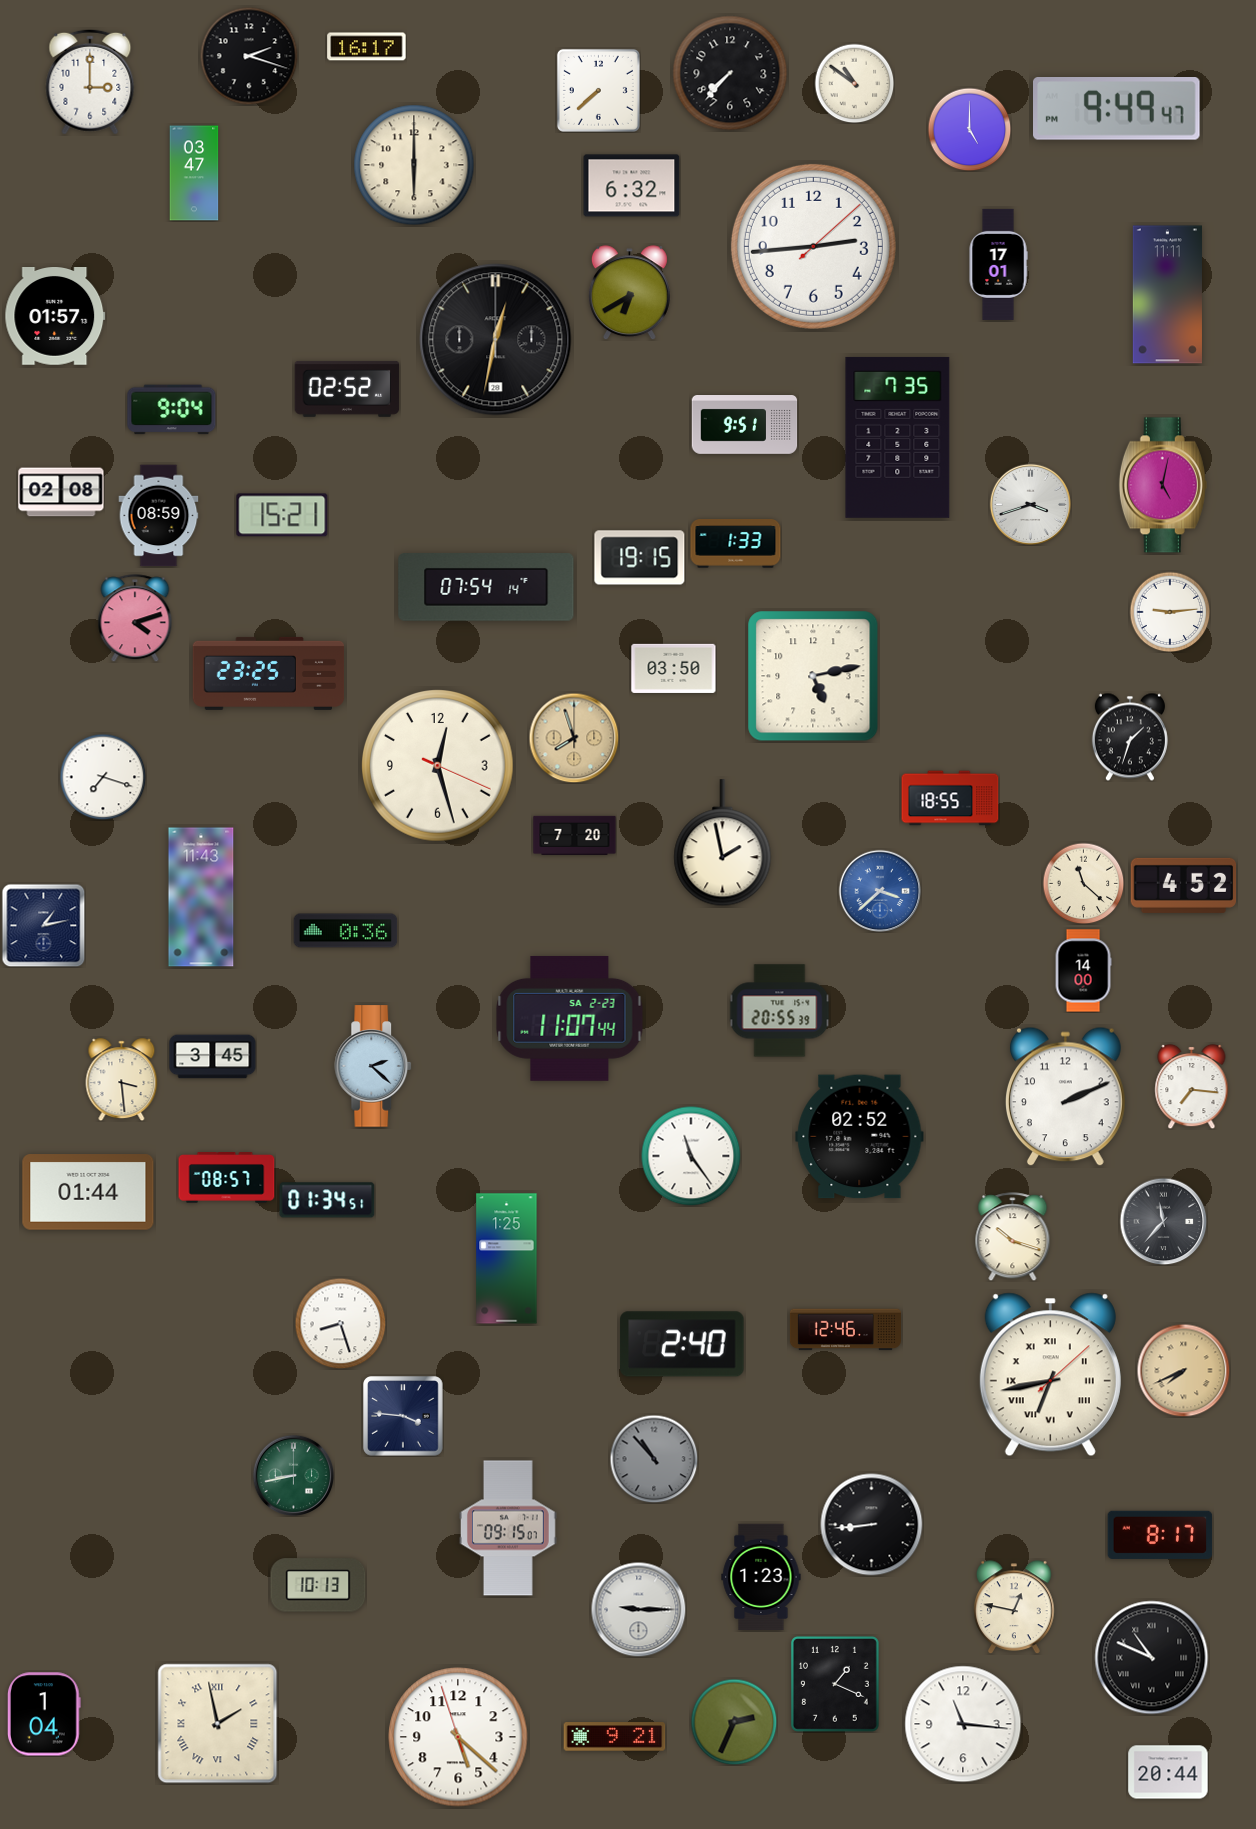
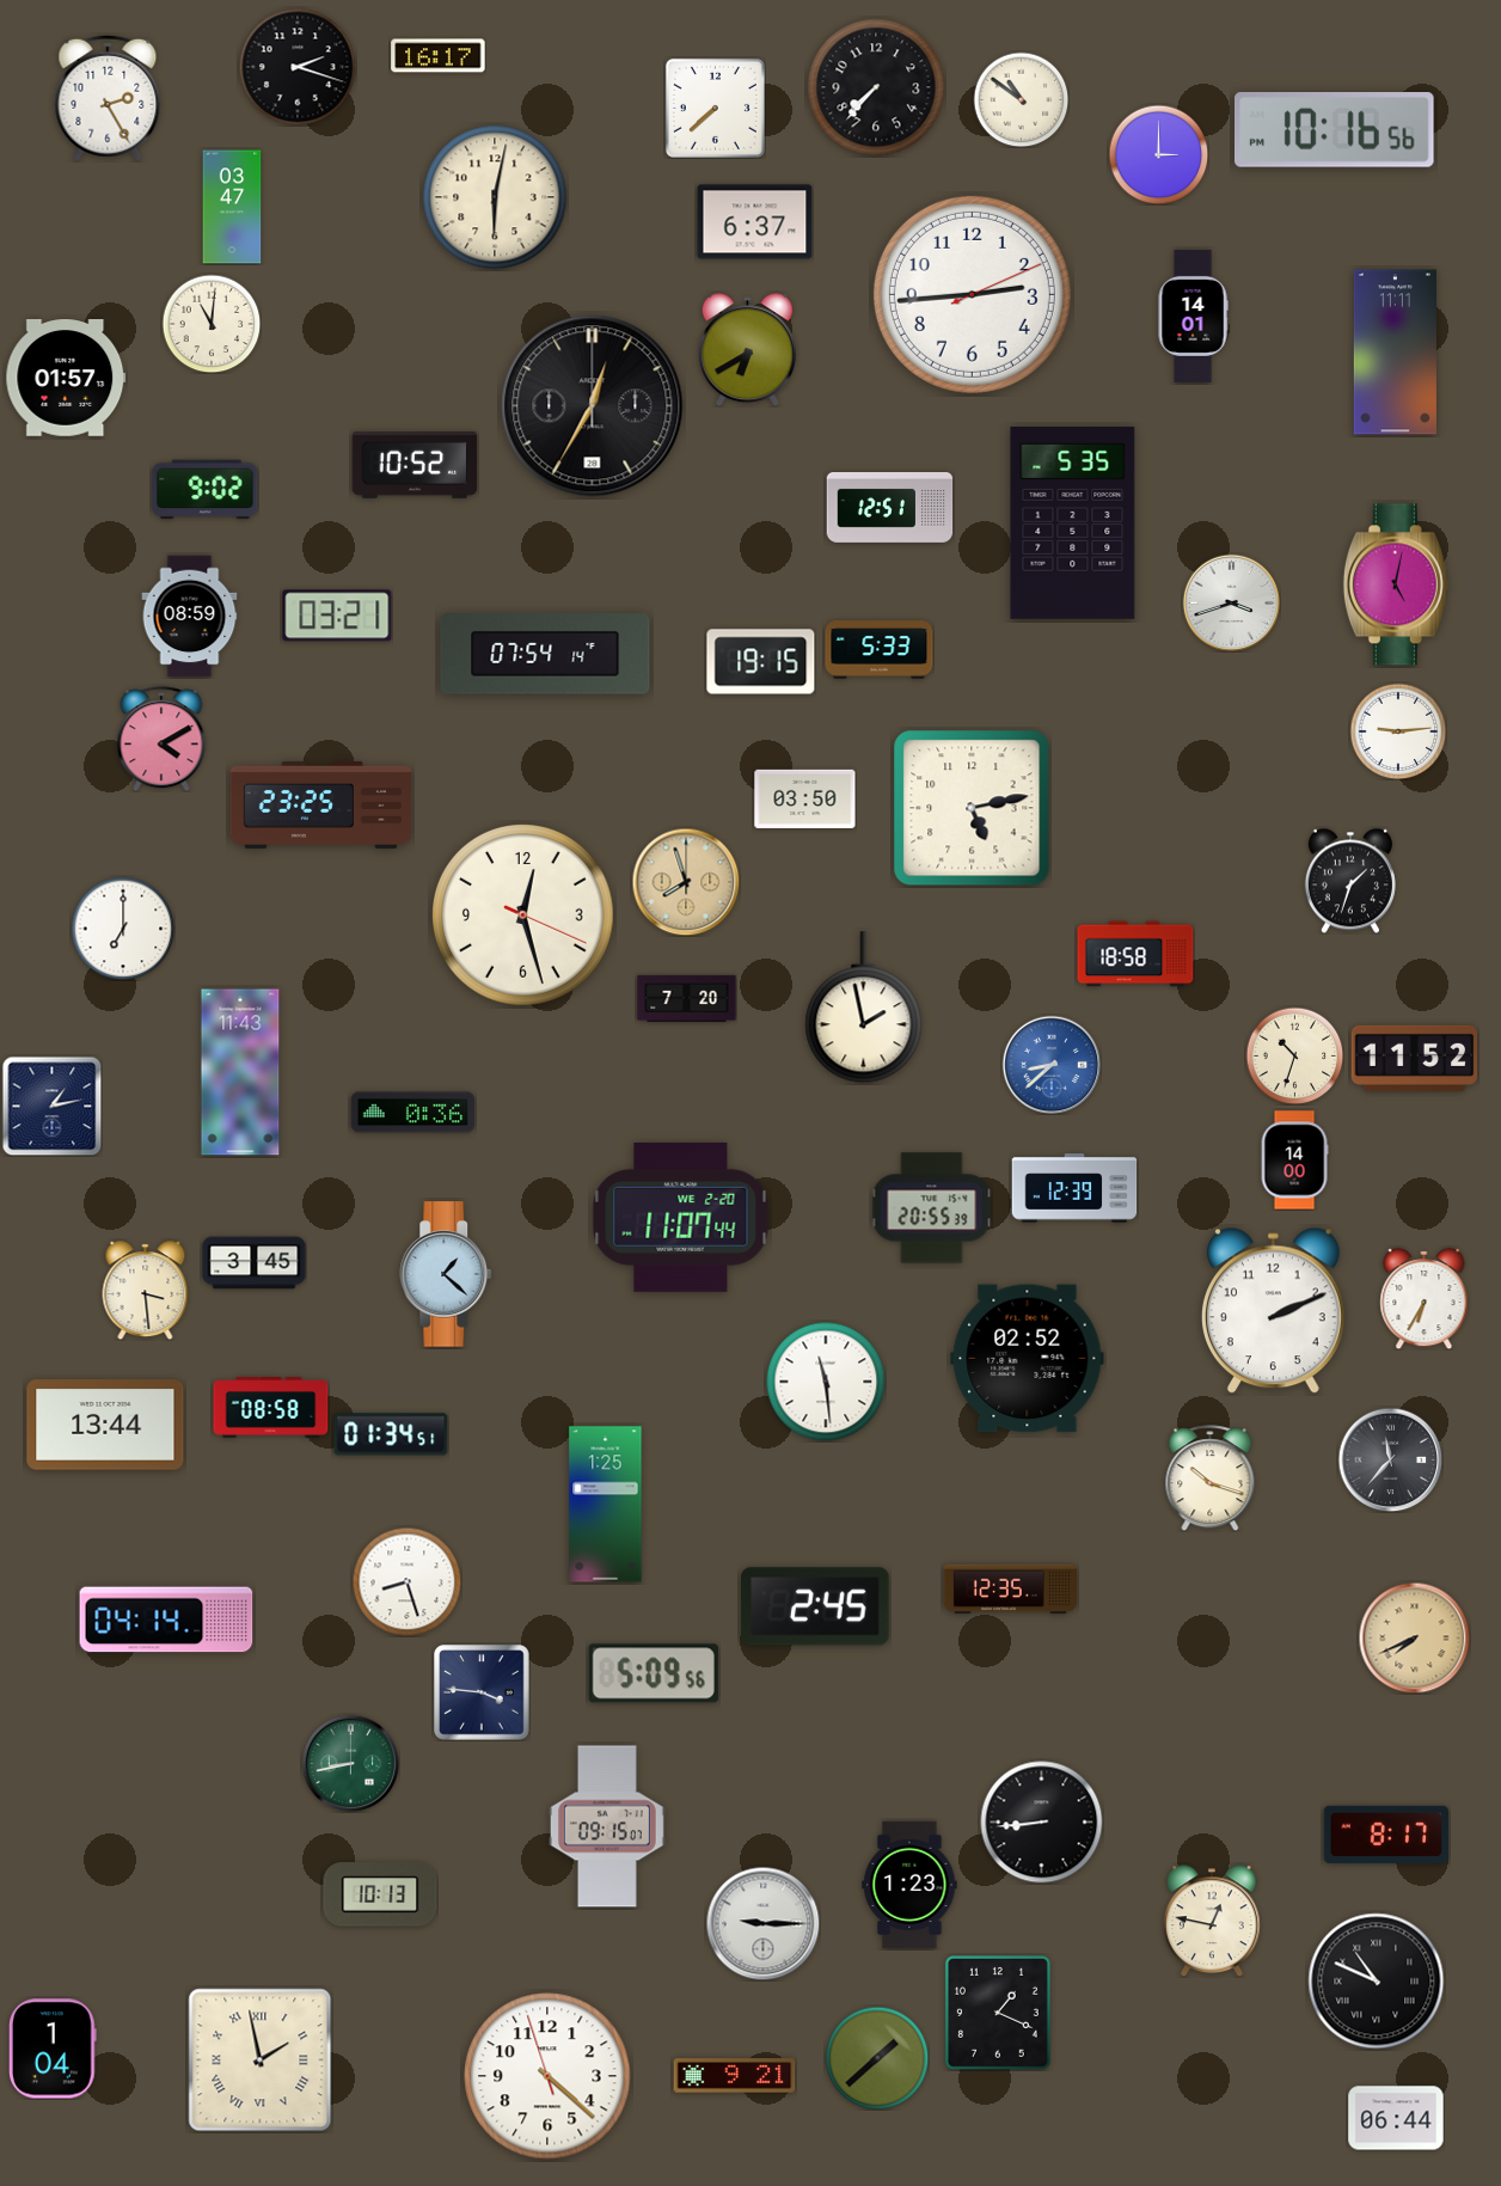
clock at (730, 73) position: (730, 73) -> (876, 87)
clock at (90, 82): 3:00 -> 2:25
clock at (1117, 109): 9:49 -> 10:16
clock at (969, 129): 5:00 -> 3:00
clock at (414, 165): 6:00 -> 6:02
clock at (632, 186): 6:32 -> 6:37
clock at (813, 246): 2:44:08 -> 2:44:11
clock at (998, 264): 17:01 -> 14:01
clock at (212, 324): none -> 11:01
clock at (629, 293) position: (629, 293) -> (747, 350)
clock at (496, 340): 12:32 -> 12:35
clock at (347, 389): 02:52 -> 10:52
clock at (172, 410): 9:04 -> 9:02
clock at (745, 425): 9:51 -> 12:51
clock at (898, 437): 7:35 -> 5:35
clock at (1163, 485) position: (1163, 485) -> (1396, 584)
clock at (61, 492): 02:08 -> none
clock at (282, 515): 15:21 -> 03:21
clock at (736, 544): 1:33 -> 5:33
clock at (640, 558) position: (640, 558) -> (761, 662)
clock at (486, 587) position: (486, 587) -> (545, 654)
clock at (135, 618): 4:12 -> 4:10
clock at (103, 777): 7:18 -> 7:00
clock at (950, 798): 18:55 -> 18:58
clock at (1083, 883): 11:22 -> 10:33
clock at (1184, 885): 4:52 -> 11:52
clock at (880, 891): 3:38 -> 8:38
clock at (1074, 1188): none -> 12:39
clock at (570, 1018) date: SA 2-23 -> WE 2-20
clock at (374, 1066): 2:22 -> 1:22
clock at (1192, 1086): 7:16 -> 6:35
clock at (691, 1156): 11:24 -> 11:29
clock at (227, 1178): 08:57 -> 08:58
clock at (88, 1192): 01:44 -> 13:44
clock at (845, 1330): 12:46 -> 12:35
clock at (682, 1344): 2:40 -> 2:45
clock at (166, 1619): none -> 04:14
clock at (1050, 1375): 6:43 -> none
clock at (654, 1673): none -> 5:09
clock at (654, 1459): 10:53 -> none
clock at (734, 1722): 2:34 -> 1:38
clock at (963, 1724): 11:16 -> none
clock at (458, 1737): 5:21 -> 4:21
clock at (1168, 1772): 20:44 -> 06:44
